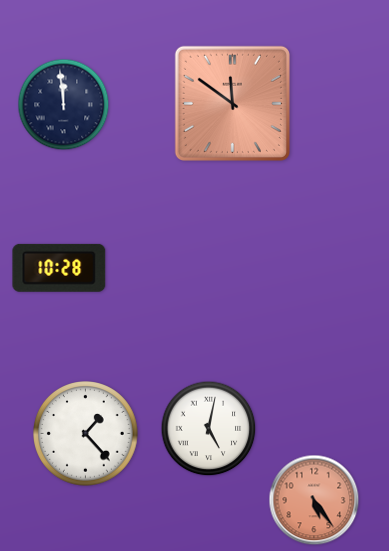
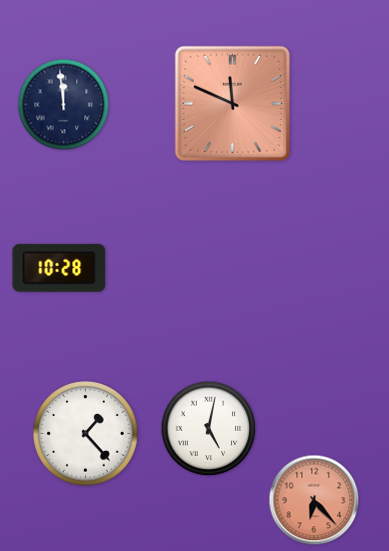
clock at (232, 103): 11:51 -> 11:49
clock at (314, 500): 5:24 -> 6:23
